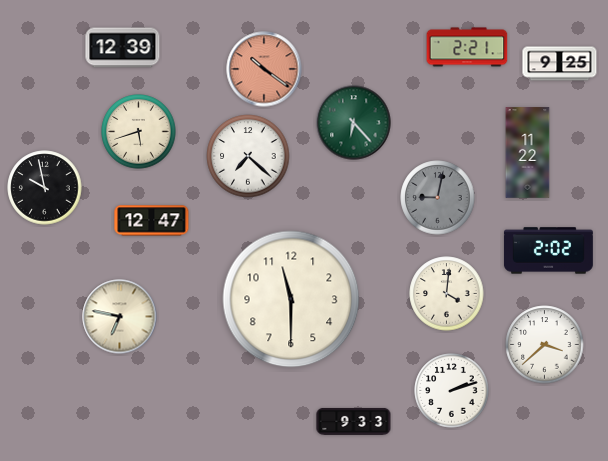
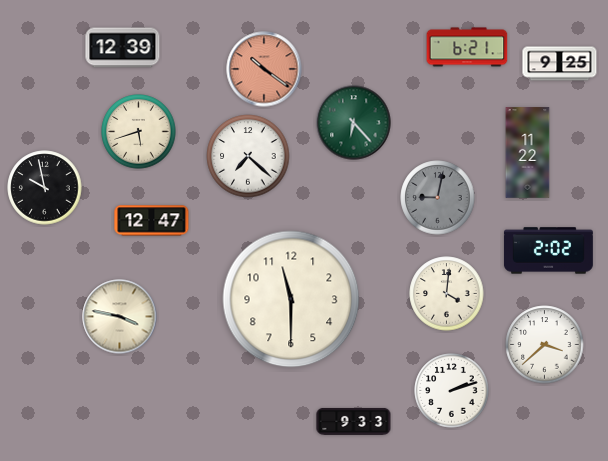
clock at (467, 47): 2:21 -> 6:21
clock at (120, 317): 6:47 -> 3:47
